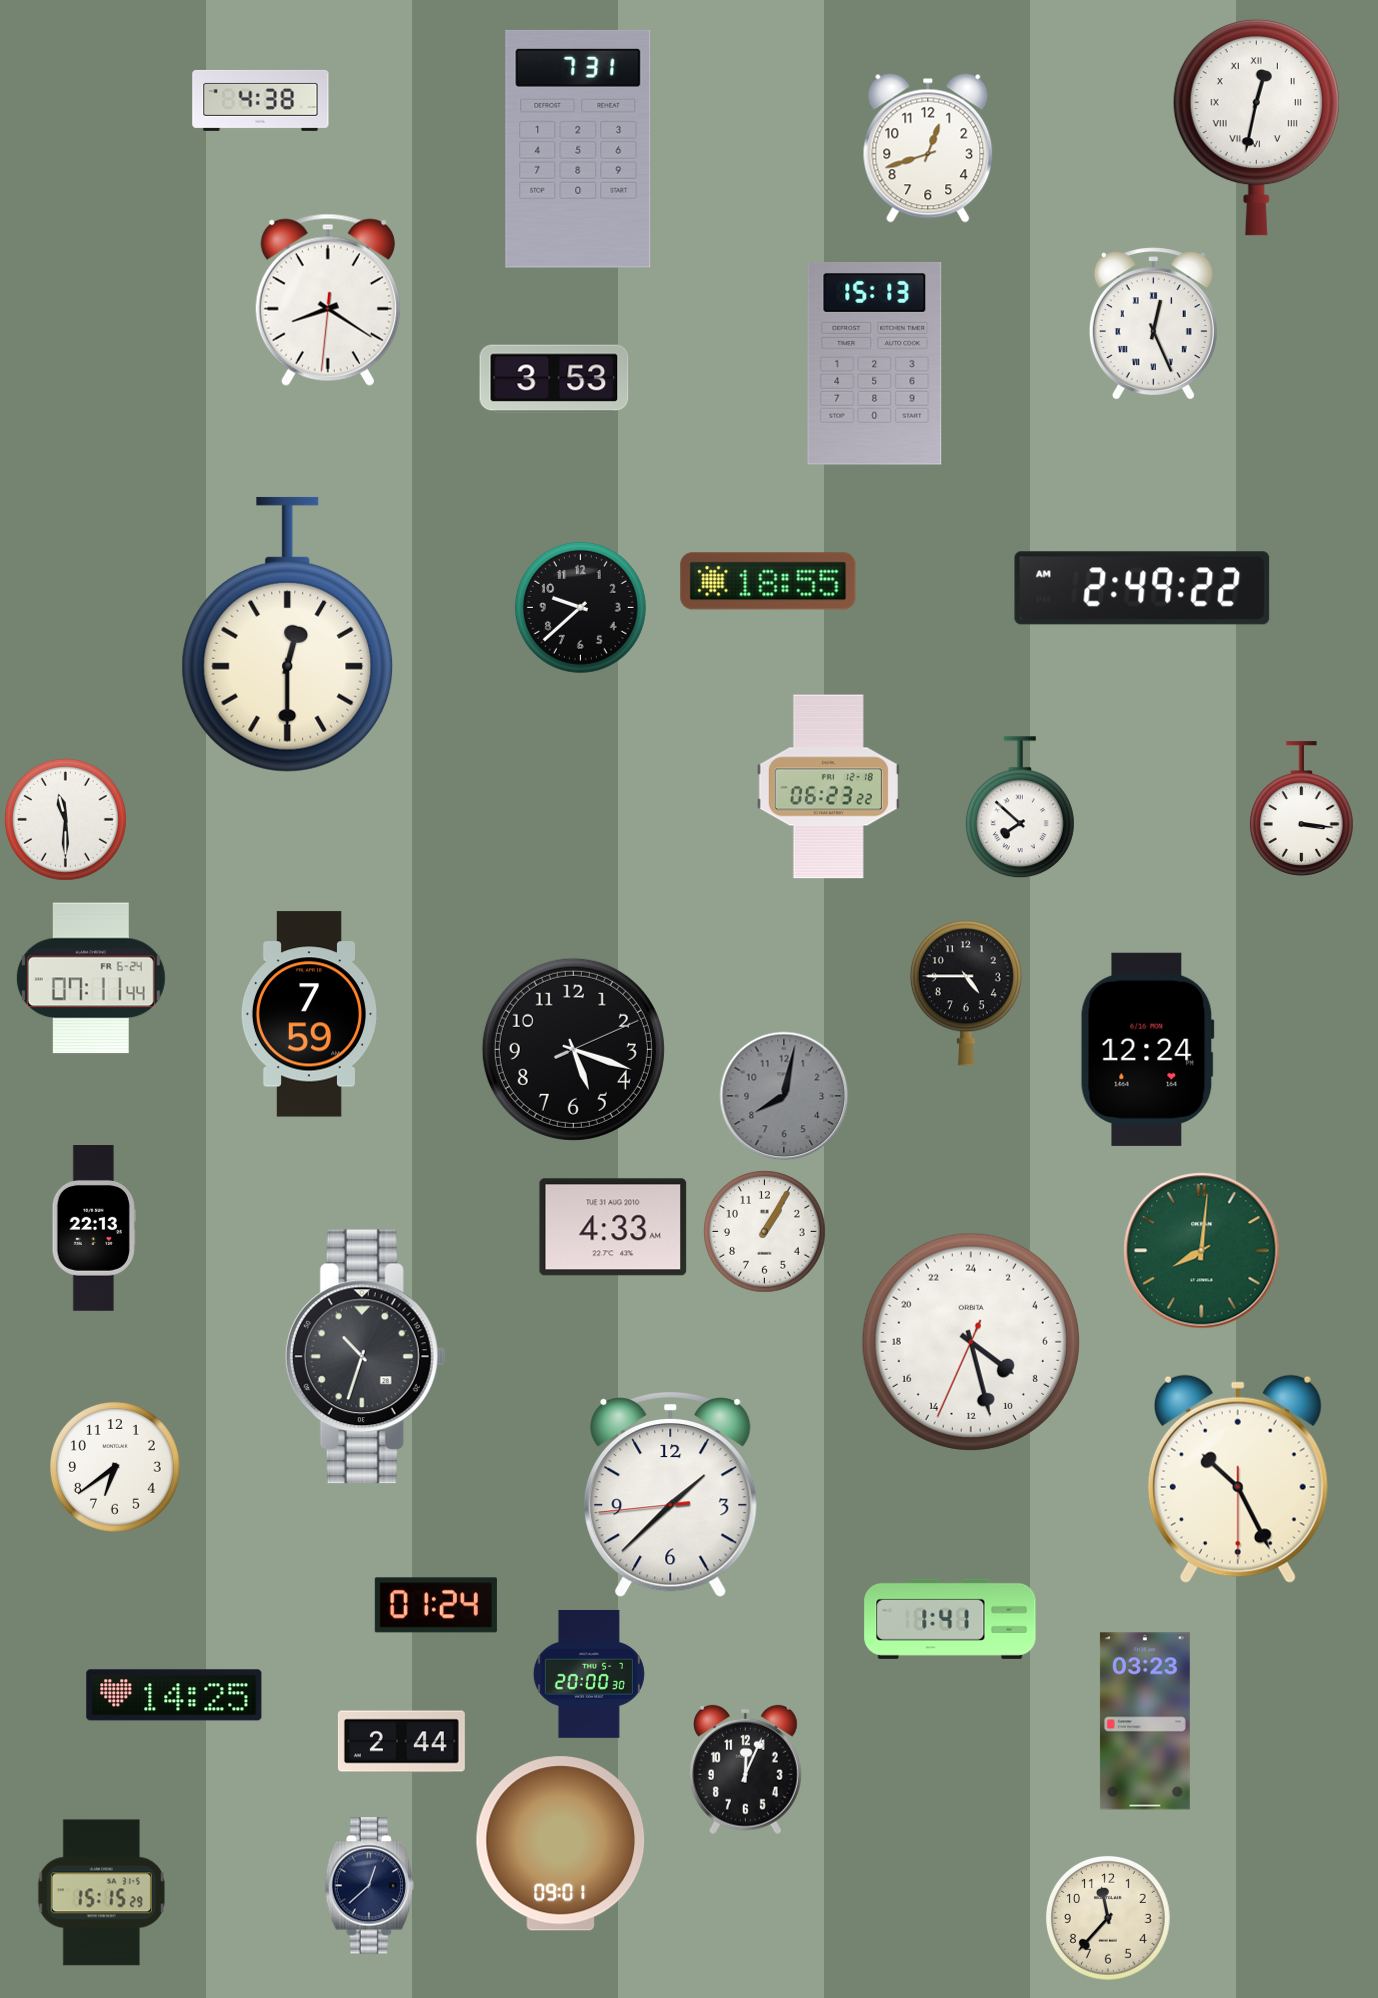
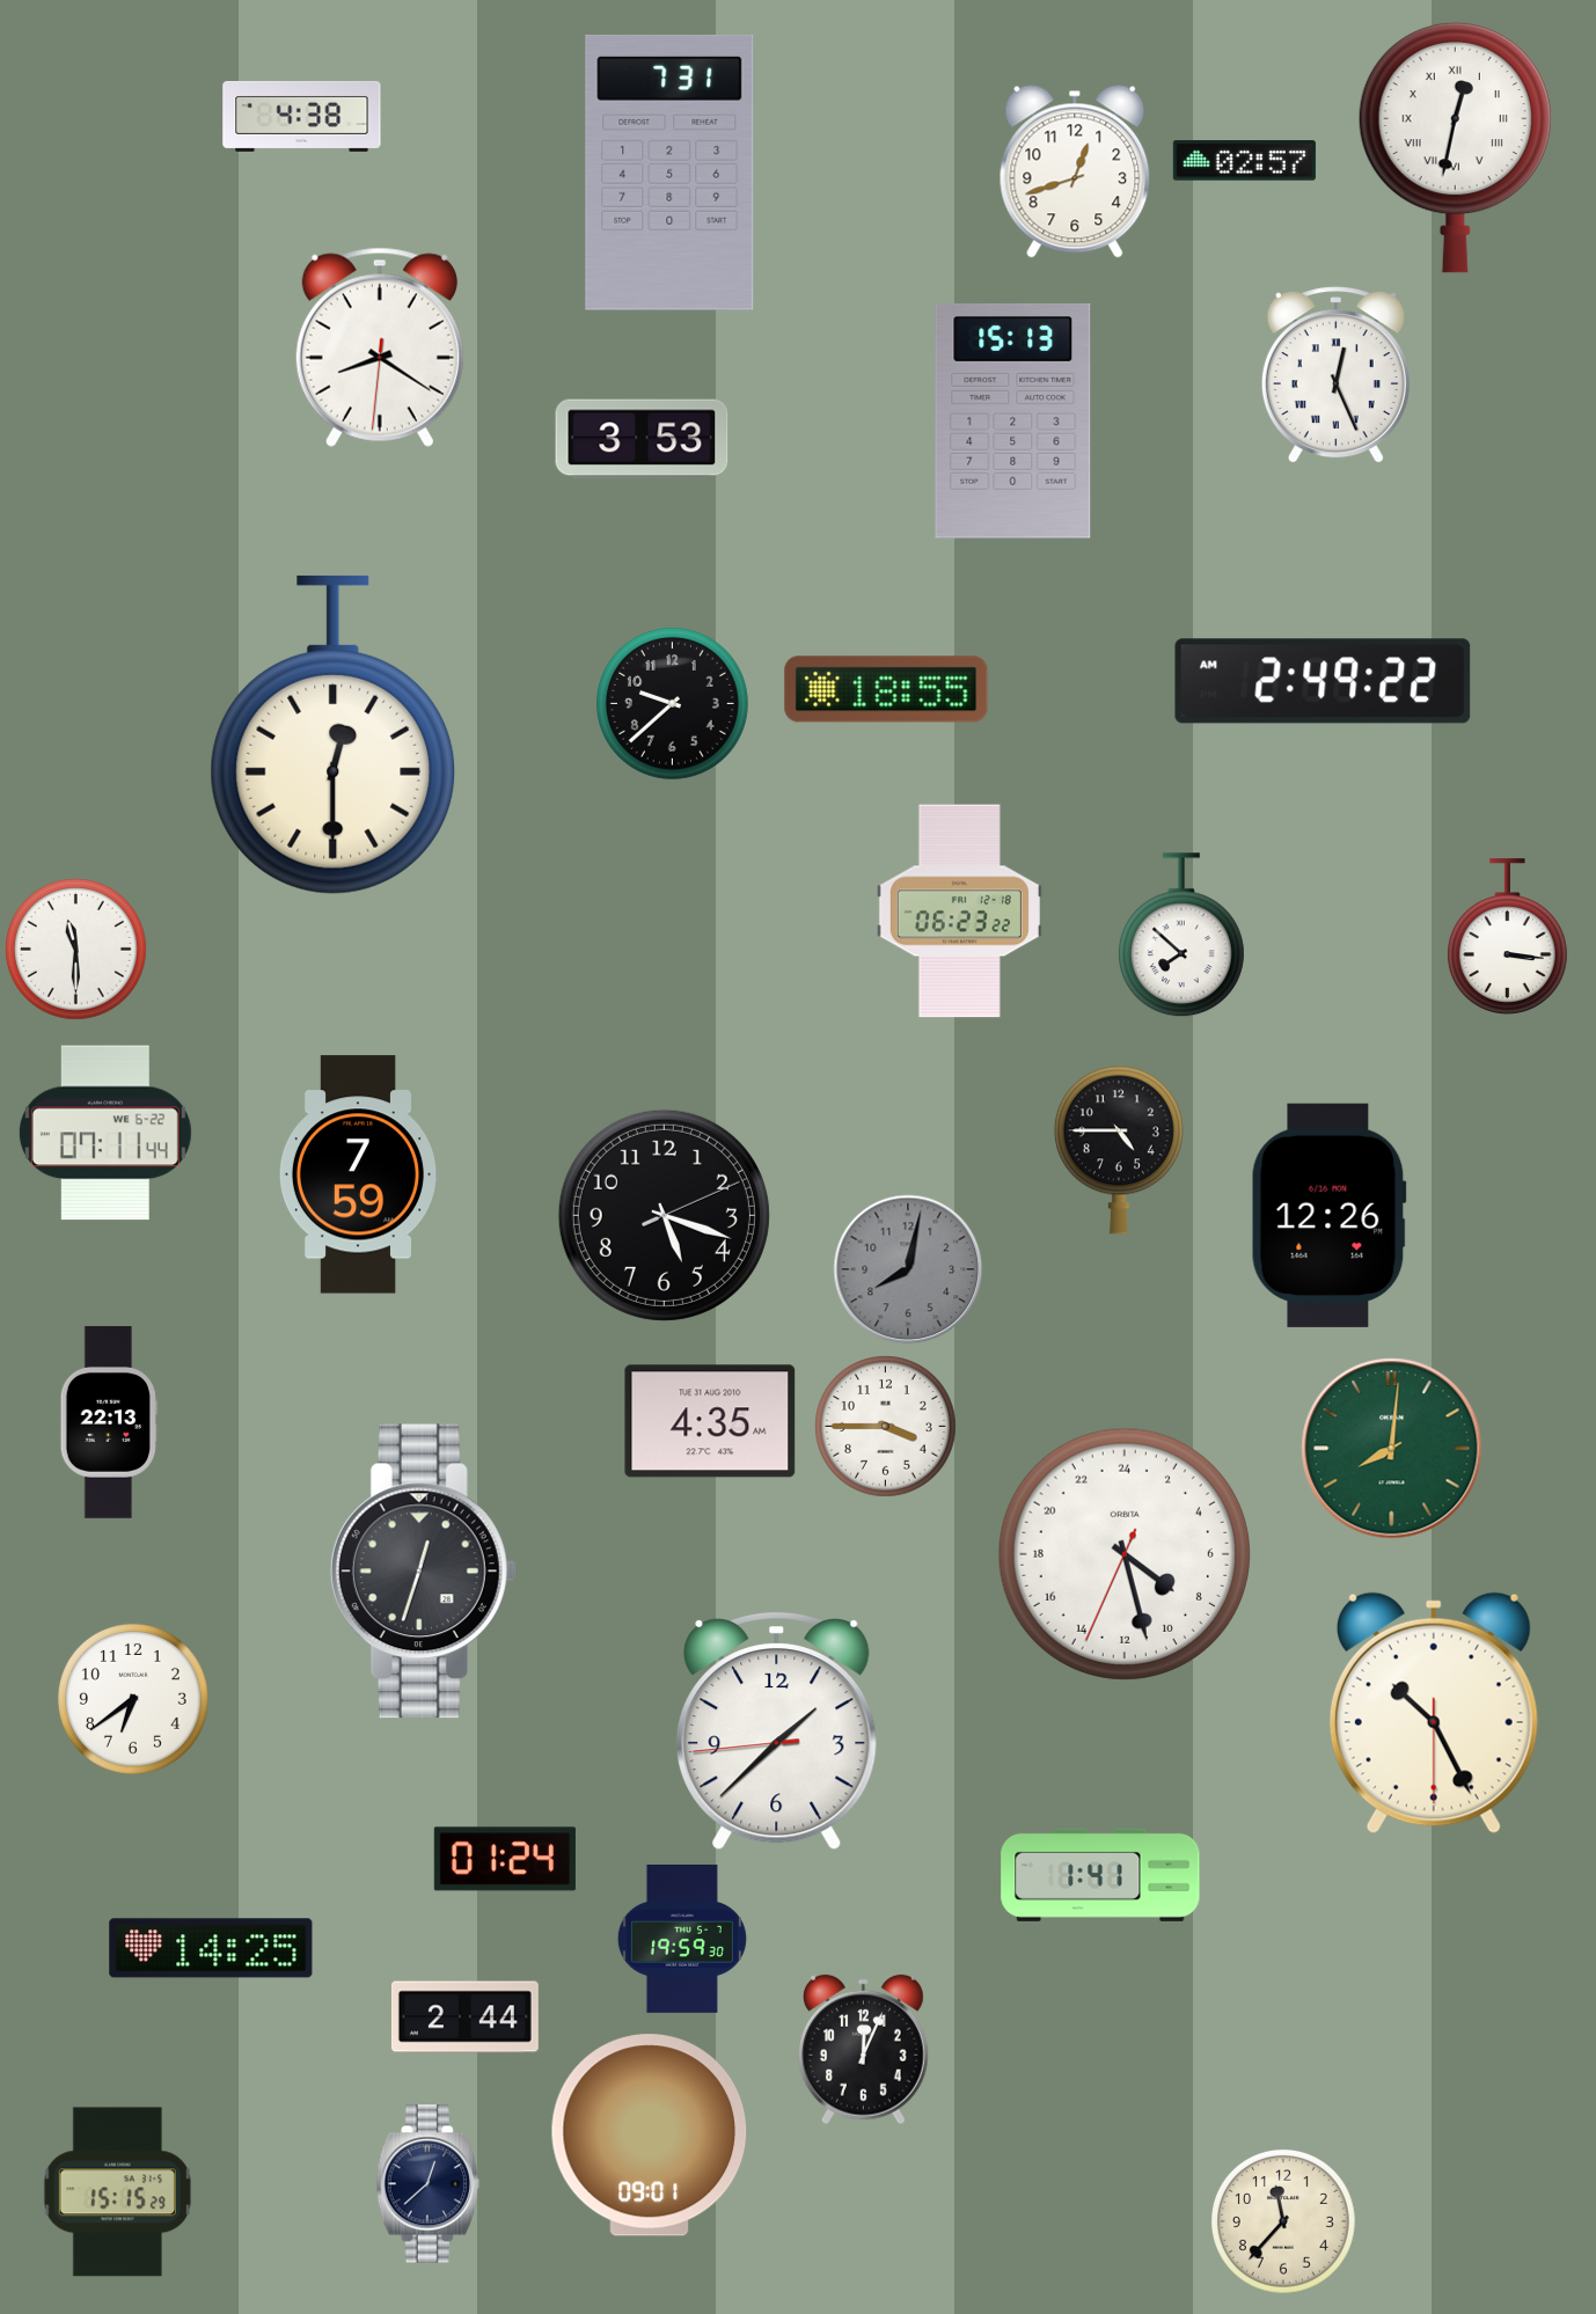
clock at (1244, 161): none -> 02:57
clock at (768, 581) position: (768, 581) -> (886, 689)
clock at (91, 978) date: FR 6-24 -> WE 6-22
clock at (1147, 1049): 12:24 -> 12:26
clock at (613, 1227): 4:33 -> 4:35
clock at (765, 1232): 1:05 -> 3:45
clock at (365, 1357): 10:33 -> 12:33
clock at (589, 1674): 20:00 -> 19:59
clock at (174, 1695) position: (174, 1695) -> (211, 1948)
clock at (1145, 1721): 03:23 -> none
